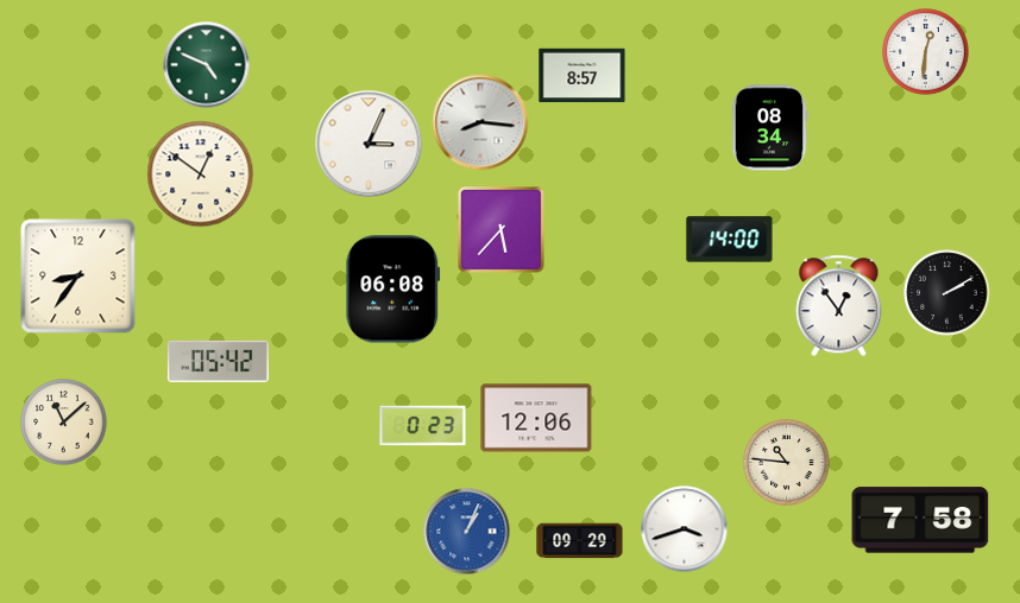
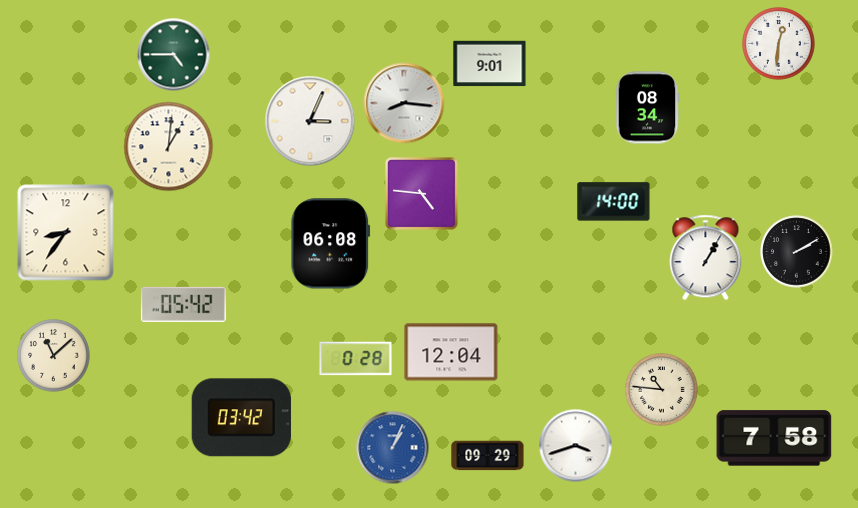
clock at (207, 65): 4:49 -> 4:45
clock at (583, 76): 8:57 -> 9:01
clock at (201, 174): 12:51 -> 1:01
clock at (502, 230): 5:37 -> 4:46
clock at (947, 293) position: (947, 293) -> (797, 252)
clock at (839, 306): 12:54 -> 1:05
clock at (536, 418): 12:06 -> 12:04
clock at (423, 426): 0:23 -> 0:28
clock at (241, 418): none -> 03:42
